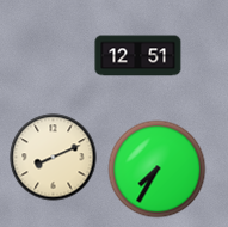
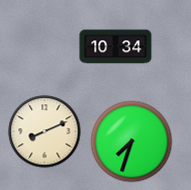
clock at (138, 56): 12:51 -> 10:34
clock at (158, 170): 7:35 -> 7:33
